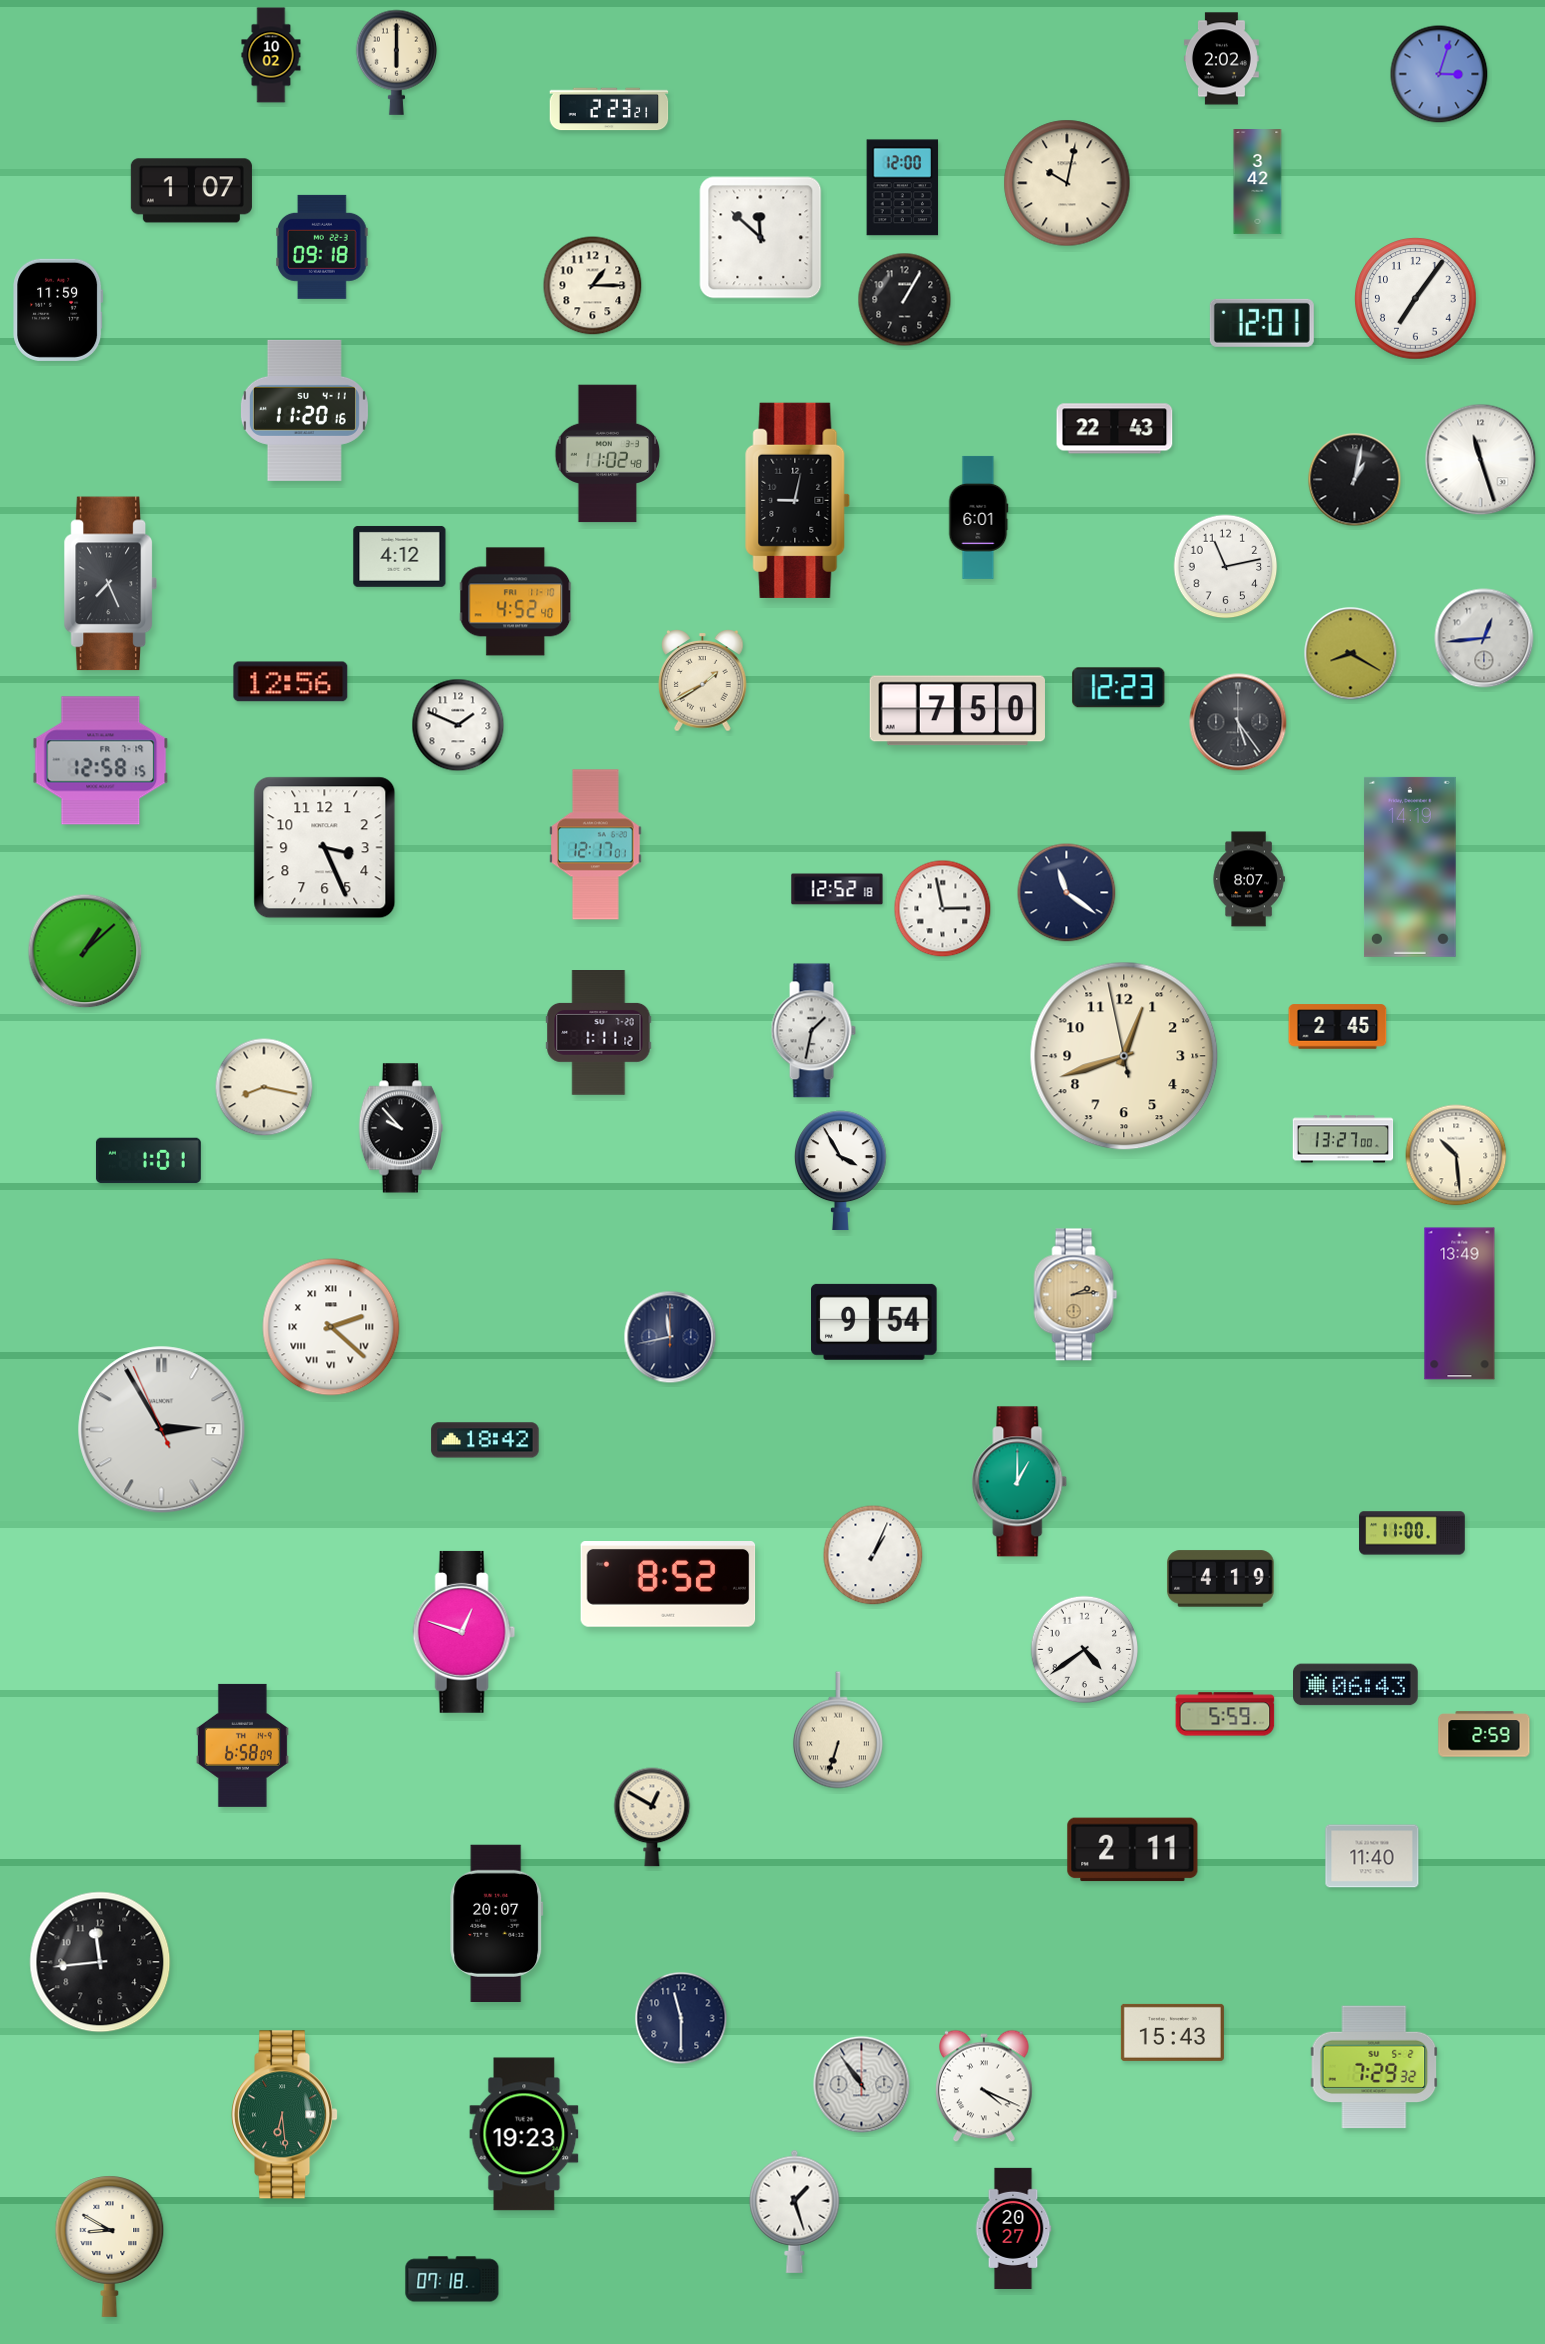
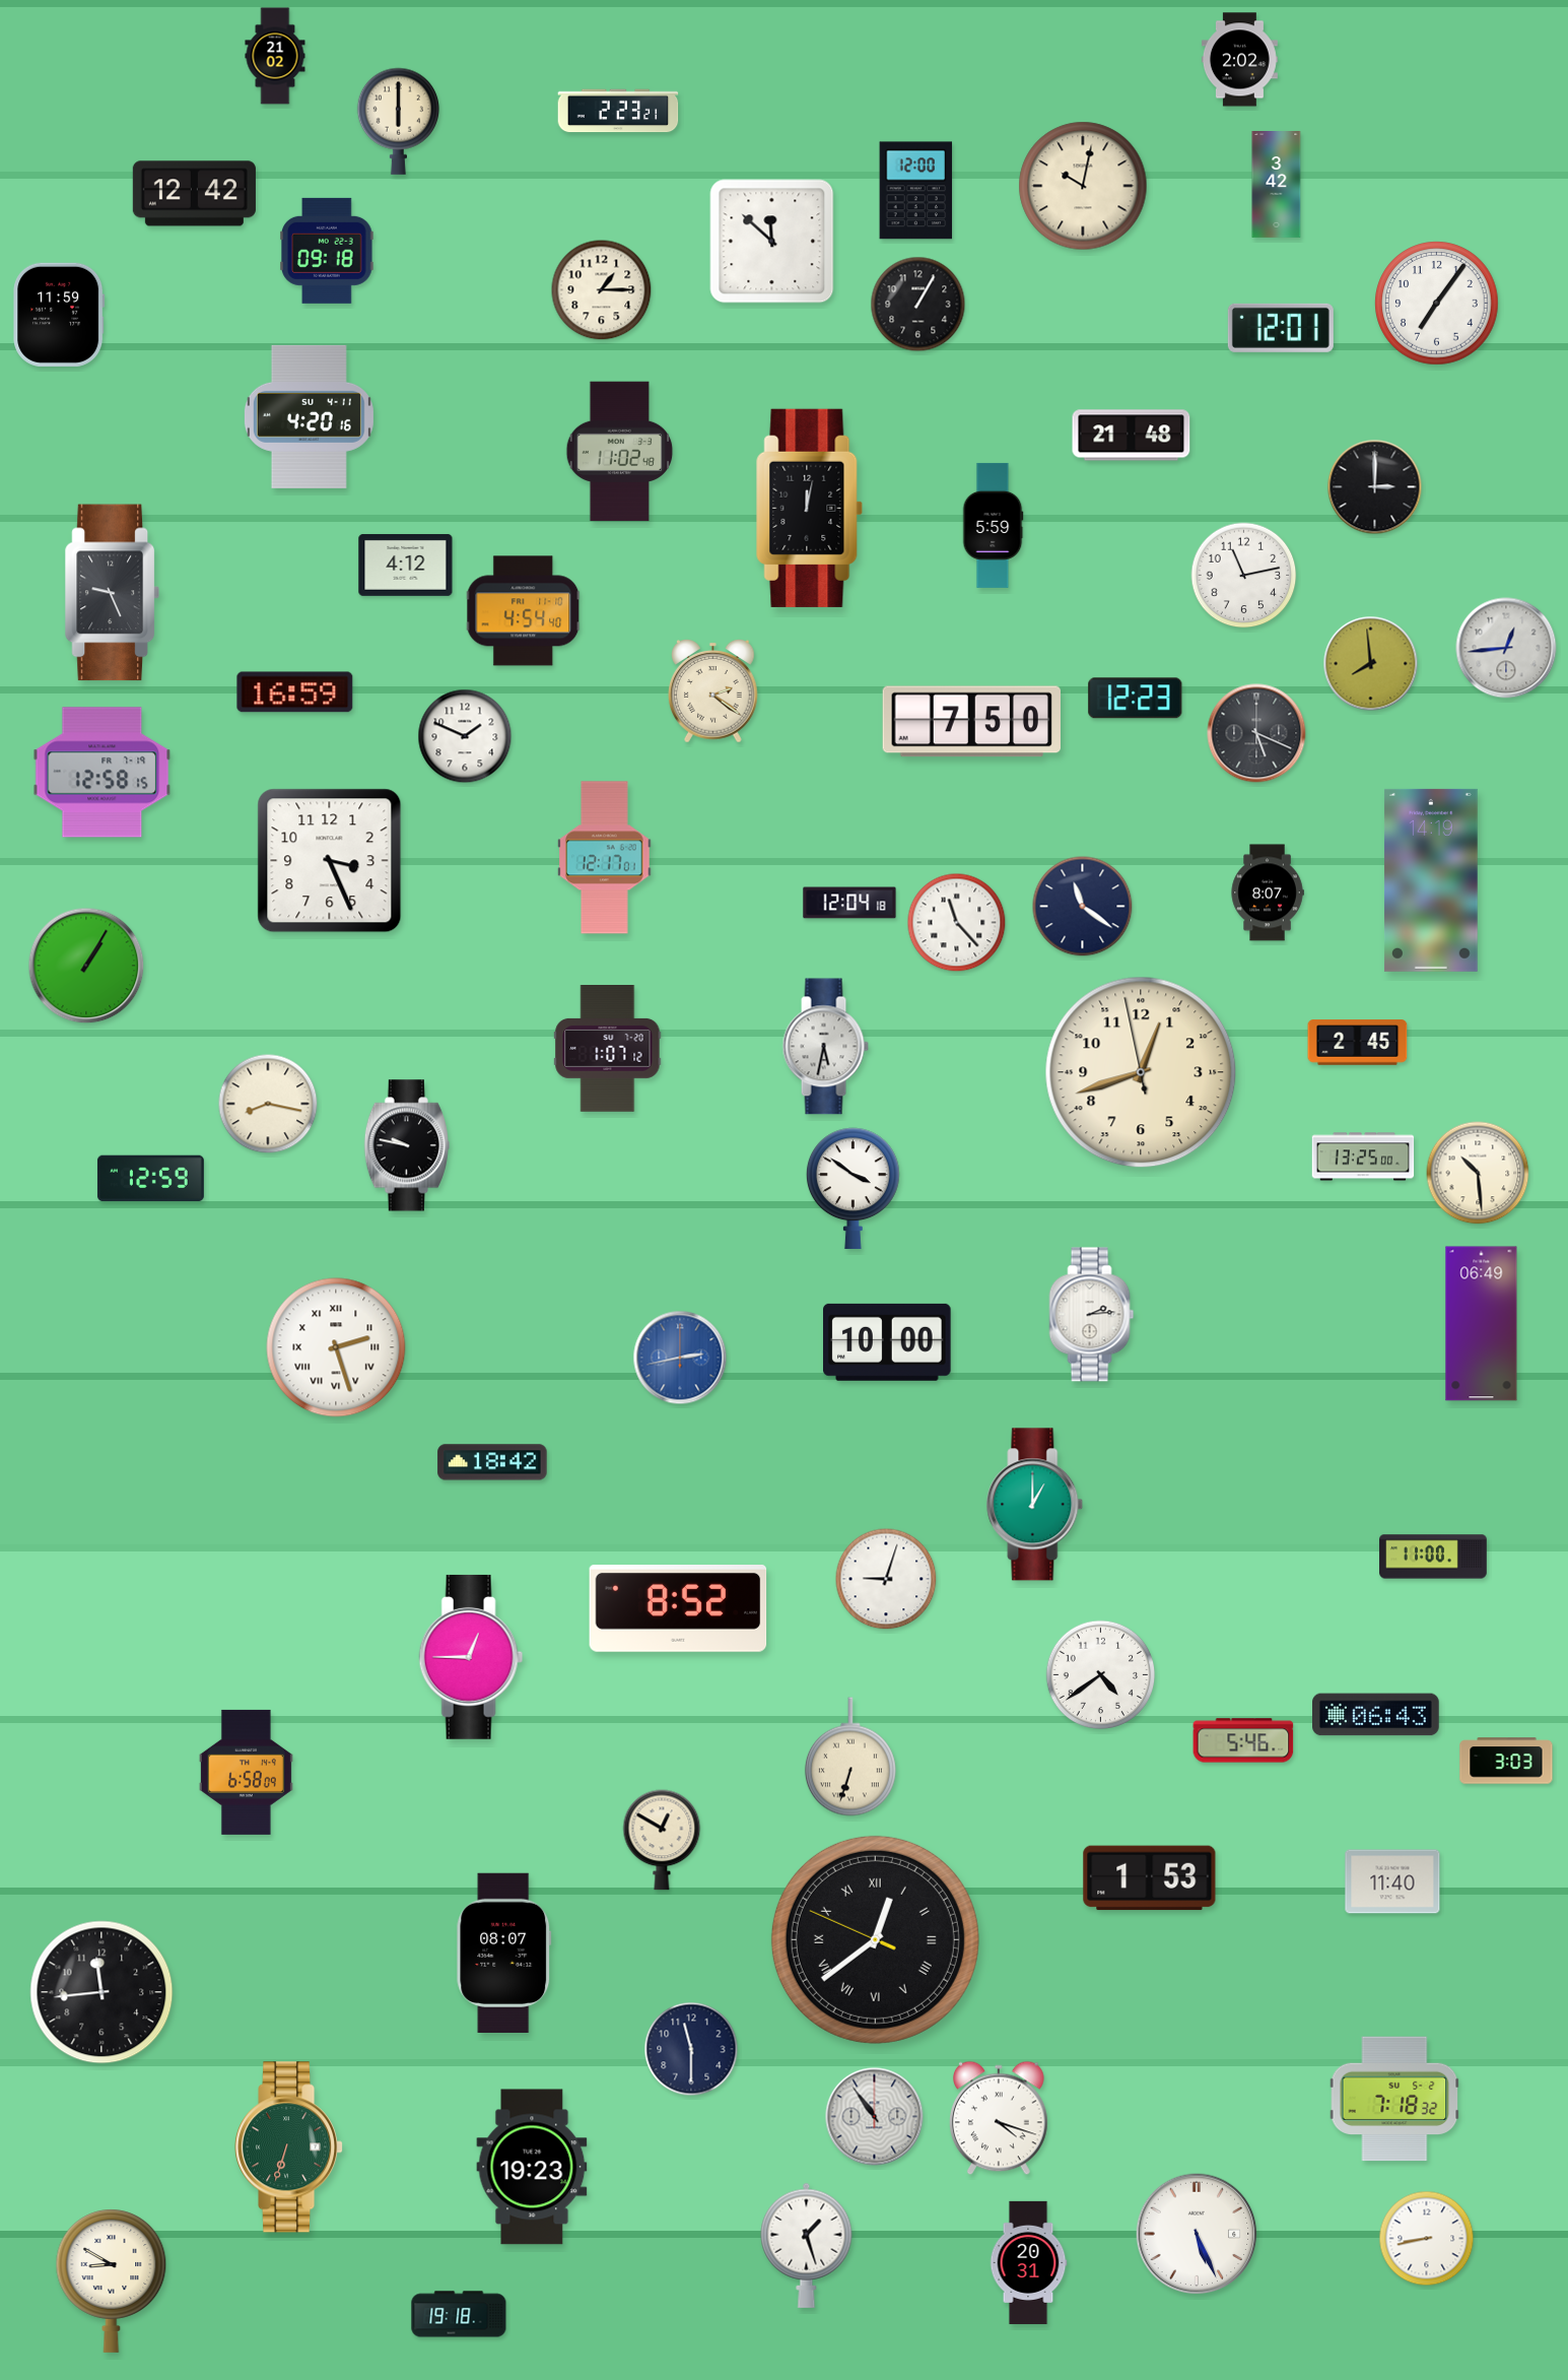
clock at (271, 55): 10:02 -> 21:02
clock at (397, 62) position: (397, 62) -> (399, 121)
clock at (1439, 74): 3:03 -> none
clock at (191, 191): 1:07 -> 12:42
clock at (304, 410): 11:20 -> 4:20
clock at (1115, 429): 22:43 -> 21:48
clock at (608, 454) position: (608, 454) -> (620, 452)
clock at (1481, 460): 11:27 -> none
clock at (1355, 480): 1:02 -> 3:00
clock at (797, 500): 9:02 -> 12:02
clock at (978, 517): 6:01 -> 5:59
clock at (110, 584): 7:26 -> 9:26
clock at (516, 602): 4:52 -> 4:54
clock at (1351, 654): 8:20 -> 7:59
clock at (703, 681): 1:40 -> 2:21
clock at (291, 682): 12:56 -> 16:59
clock at (1238, 722): 5:24 -> 5:19
clock at (837, 889): 12:52 -> 12:04
clock at (943, 909): 2:58 -> 11:23
clock at (85, 951): 1:08 -> 1:05
clock at (813, 1031): 1:32 -> 5:32
clock at (599, 1033): 1:11 -> 1:07
clock at (401, 1128): 9:53 -> 9:47
clock at (1343, 1139): 13:27 -> 13:25
clock at (148, 1161): 1:01 -> 12:59
clock at (840, 1171): 3:55 -> 3:51
clock at (1076, 1295) dial: champagne -> white
clock at (1460, 1304): 13:49 -> 06:49
clock at (875, 1322): 9:54 -> 10:00
clock at (331, 1327): 2:22 -> 2:27
clock at (670, 1337): 11:43 -> 2:43
clock at (670, 1337) dial: navy -> blue
clock at (162, 1430): 2:54 -> none
clock at (873, 1555): 1:04 -> 9:03
clock at (1221, 1579): 4:19 -> none
clock at (464, 1632): 12:48 -> 12:45
clock at (1356, 1685) position: (1356, 1685) -> (1376, 1715)
clock at (1225, 1714): 5:59 -> 5:46
clock at (1484, 1734): 2:59 -> 3:03
clock at (652, 1817) position: (652, 1817) -> (662, 1840)
clock at (1133, 1850): 2:11 -> 1:53
clock at (1372, 1856) position: (1372, 1856) -> (1392, 1881)
clock at (875, 1939): none -> 12:38
clock at (497, 1923): 20:07 -> 08:07
clock at (1172, 2032): 15:43 -> none
clock at (1374, 2067): 7:29 -> 7:18
clock at (985, 2086): 4:19 -> 4:18
clock at (286, 2115): 6:29 -> 6:33
clock at (1197, 2234): none -> 5:26
clock at (1427, 2239): none -> 8:43
clock at (1013, 2228): 20:27 -> 20:31
clock at (452, 2279): 07:18 -> 19:18
